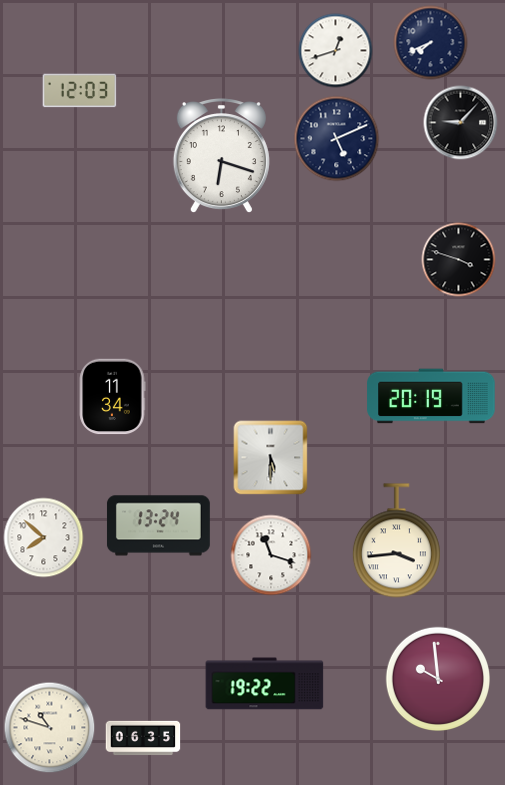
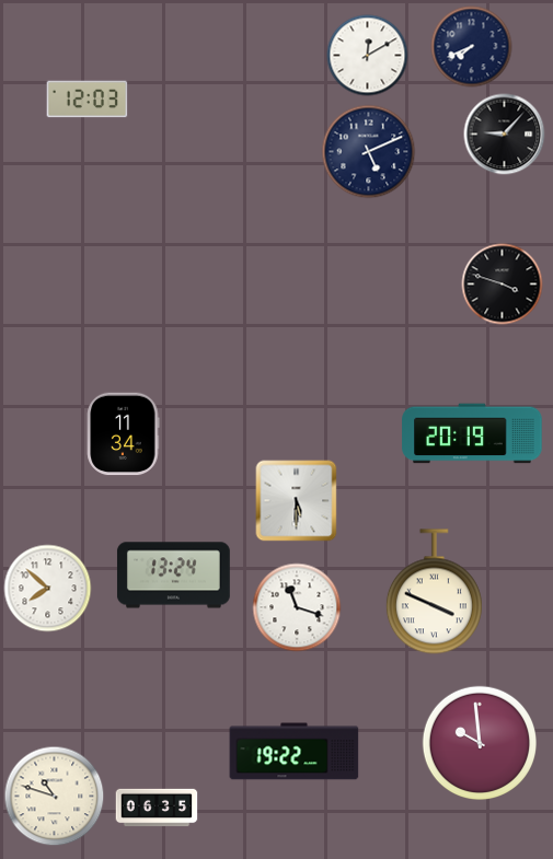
clock at (336, 51): 12:42 -> 12:10
clock at (221, 157): 6:18 -> none
clock at (396, 541): 3:44 -> 3:49
clock at (265, 684) position: (265, 684) -> (295, 752)
